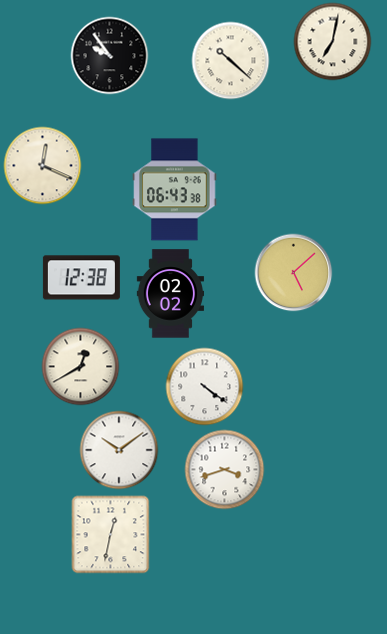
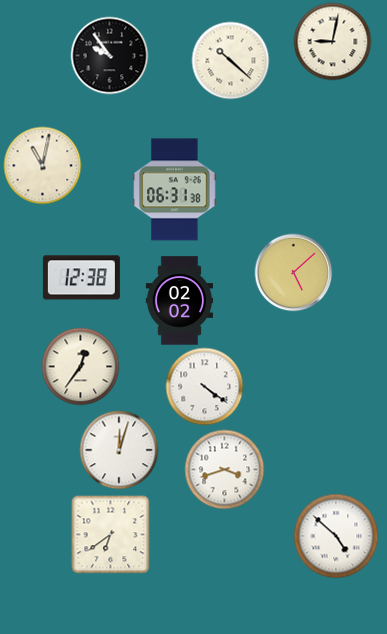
clock at (332, 41): 7:02 -> 9:02
clock at (42, 165): 12:19 -> 11:02
clock at (175, 190): 06:43 -> 06:31
clock at (170, 294) position: (170, 294) -> (179, 301)
clock at (80, 366): 12:40 -> 12:36
clock at (119, 450): 10:09 -> 12:03
clock at (110, 534): 12:32 -> 6:39
clock at (336, 536): none -> 4:52
